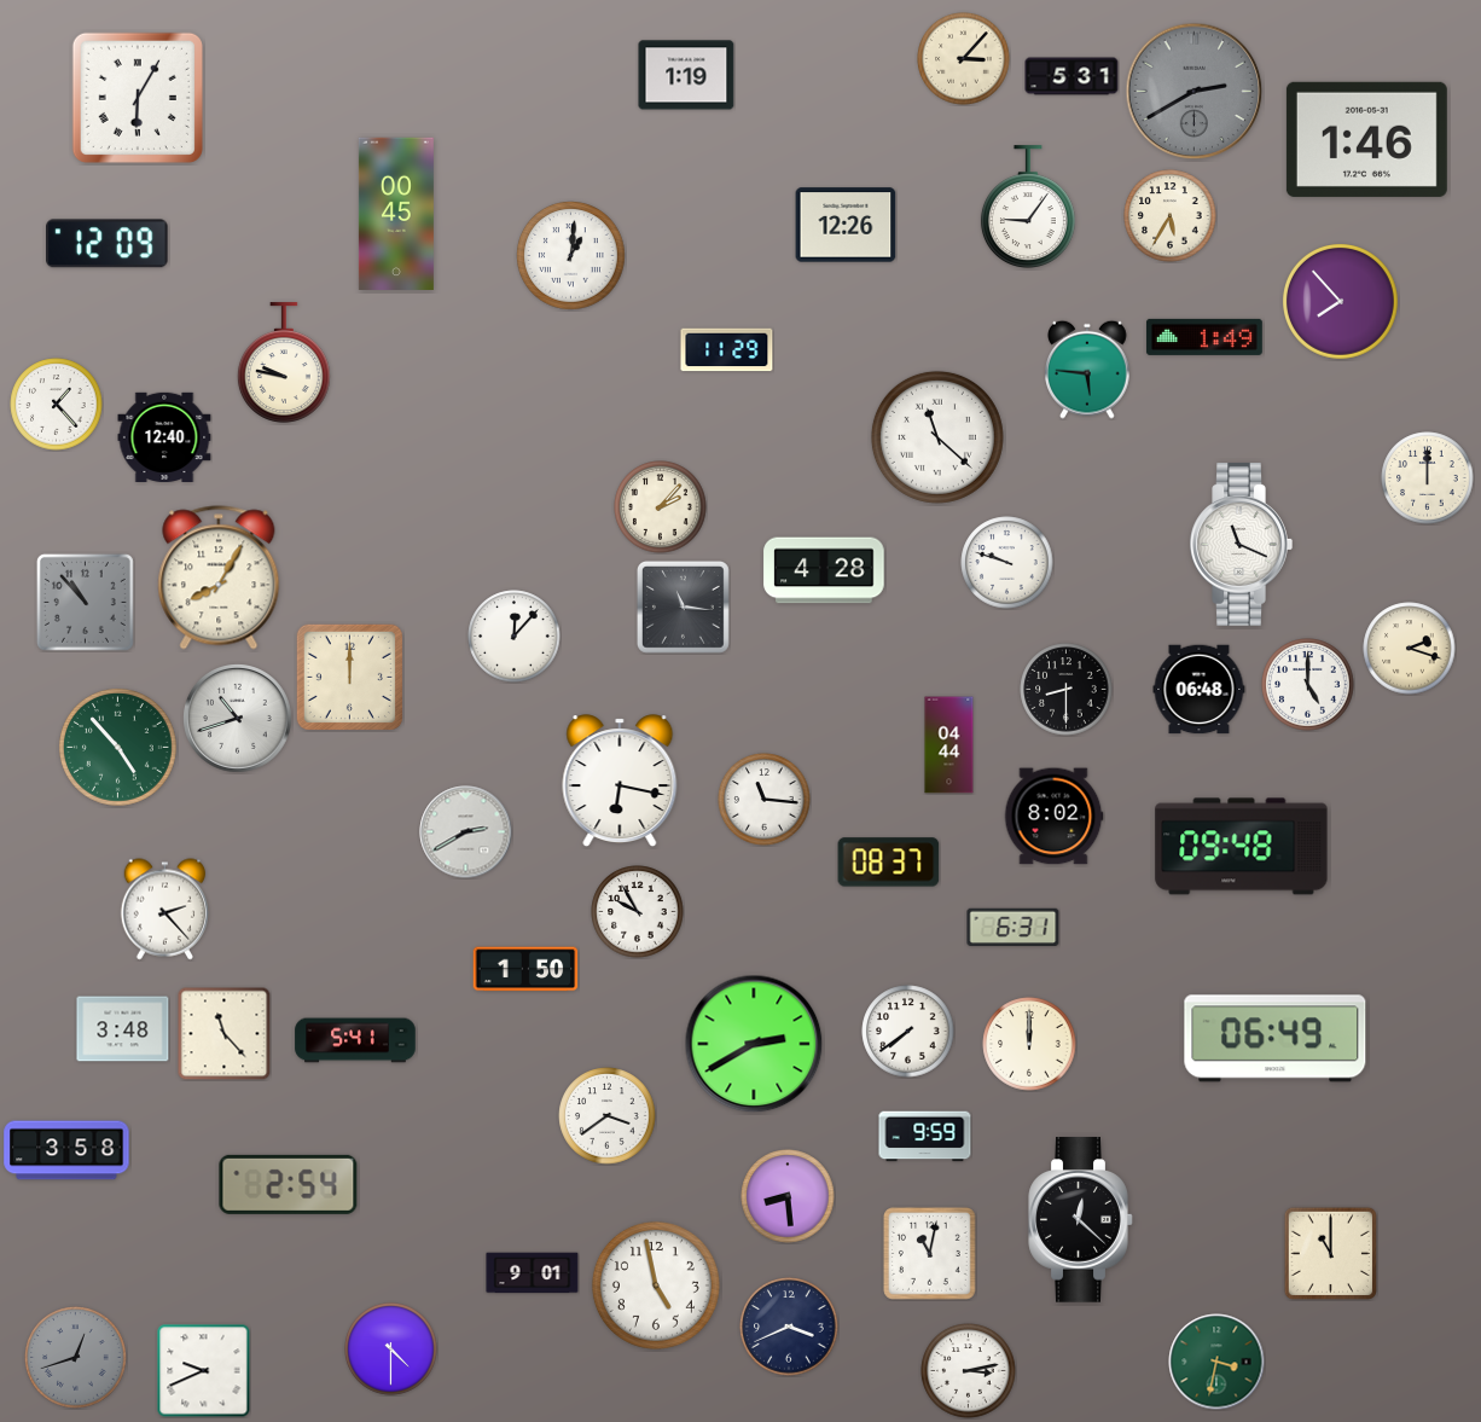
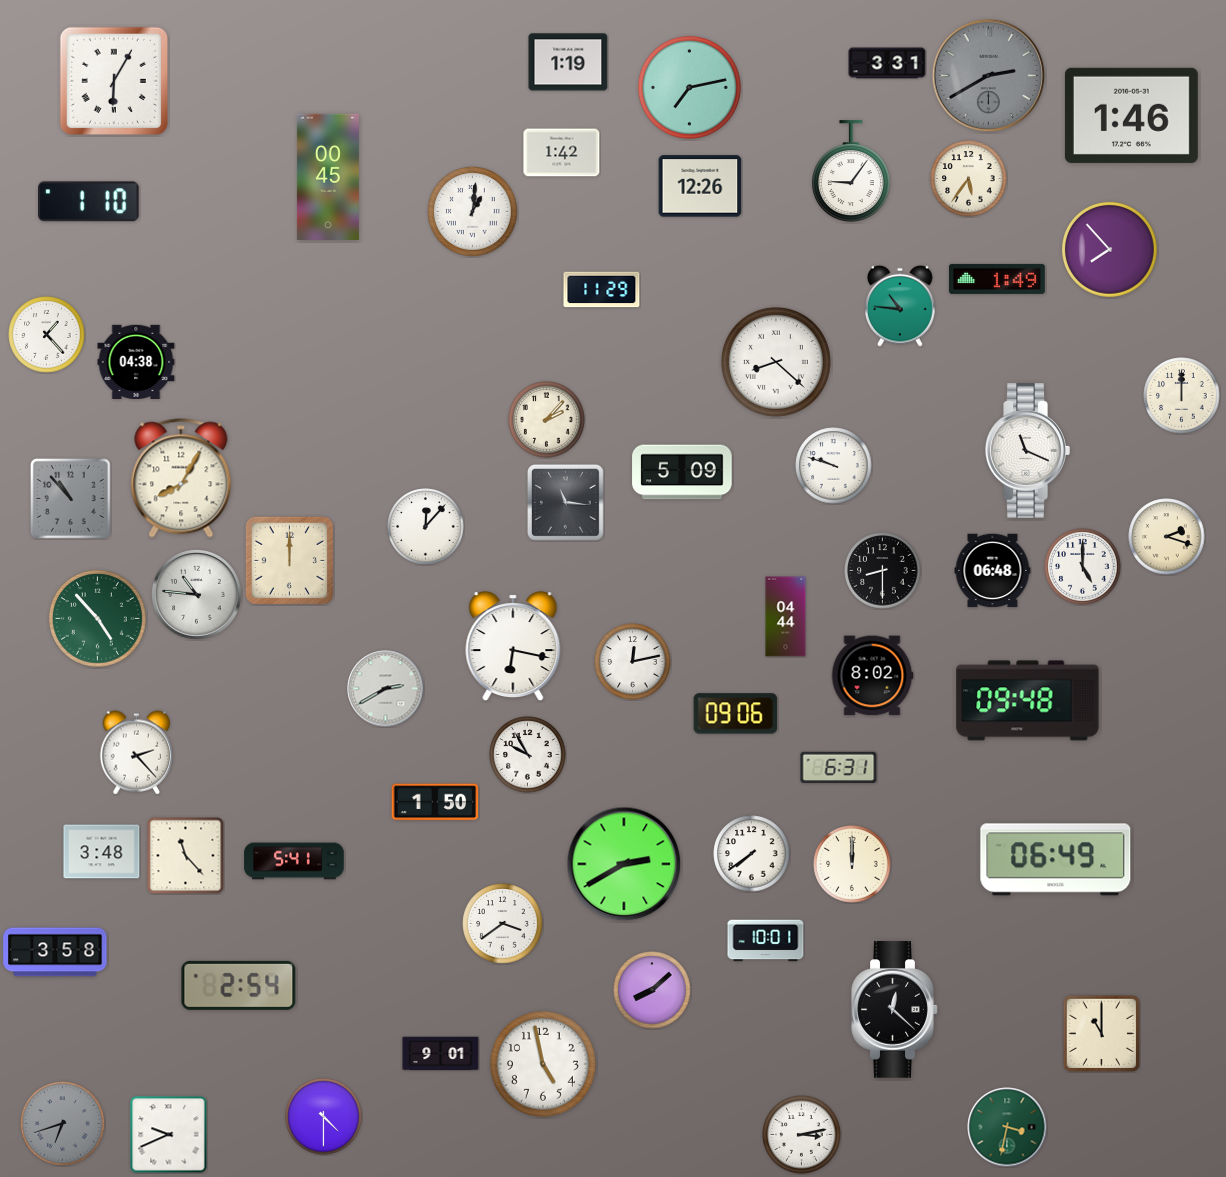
clock at (964, 59): 3:07 -> none
clock at (1071, 76): 5:31 -> 3:31
clock at (689, 87): none -> 7:13
clock at (562, 153): none -> 1:42
clock at (1171, 216): 5:35 -> 5:36
clock at (108, 244): 12:09 -> 1:10
clock at (284, 362): 9:47 -> none
clock at (1087, 370): 5:46 -> 10:46
clock at (164, 436): 12:40 -> 04:38
clock at (937, 437): 11:22 -> 8:22
clock at (824, 570): 4:28 -> 5:09
clock at (238, 719): 10:42 -> 10:46
clock at (765, 800): 11:16 -> 12:13
clock at (889, 863): 08:37 -> 09:06
clock at (925, 1137): 9:59 -> 10:01
clock at (289, 1184) position: (289, 1184) -> (239, 985)
clock at (788, 1196): 8:29 -> 8:08
clock at (1330, 1253) position: (1330, 1253) -> (1101, 1033)
clock at (930, 1254): 11:02 -> none
clock at (789, 1327): 3:41 -> none
clock at (76, 1358): 12:42 -> 6:42
